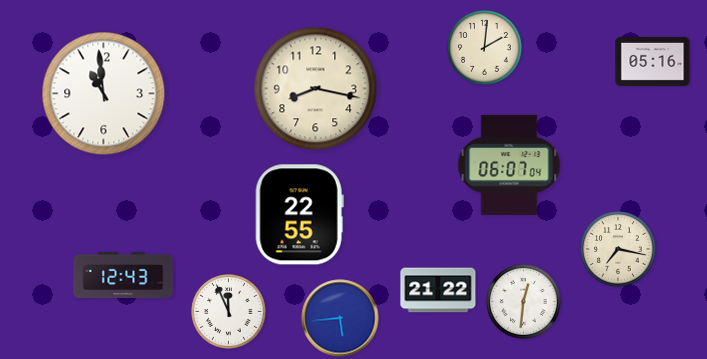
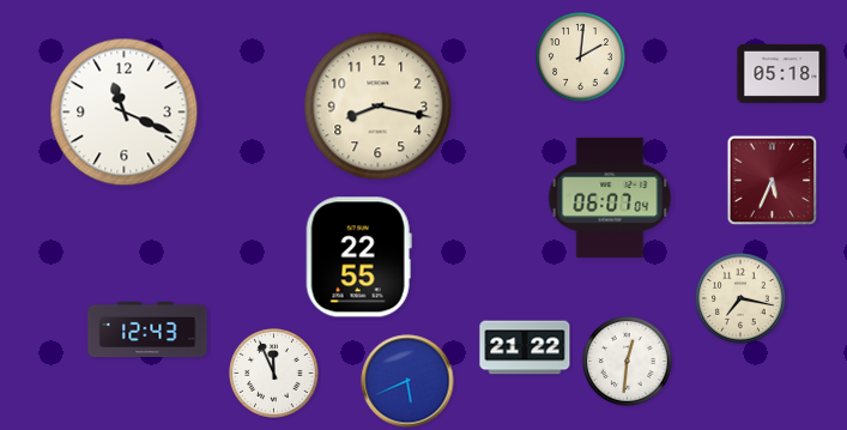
clock at (653, 61): 05:16 -> 05:18
clock at (104, 94): 10:59 -> 11:19
clock at (773, 181): none -> 5:34
clock at (340, 318): 5:44 -> 5:41
